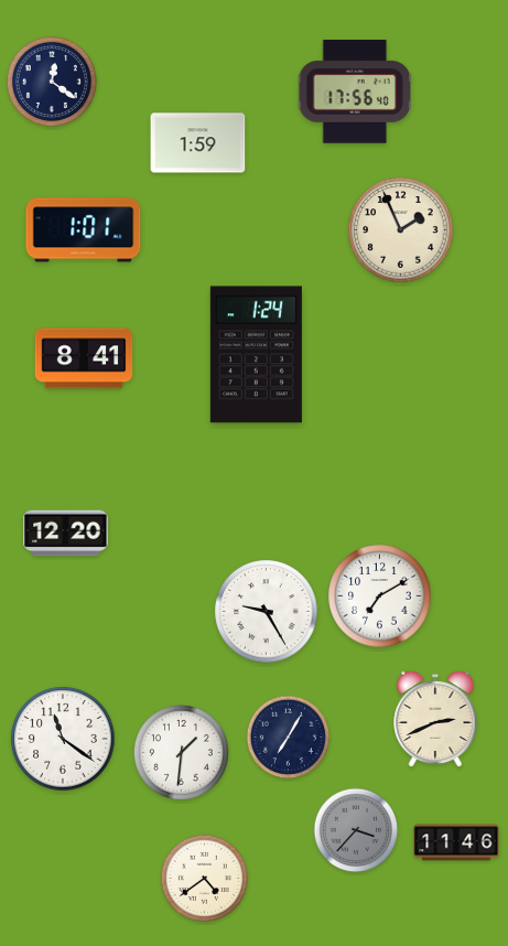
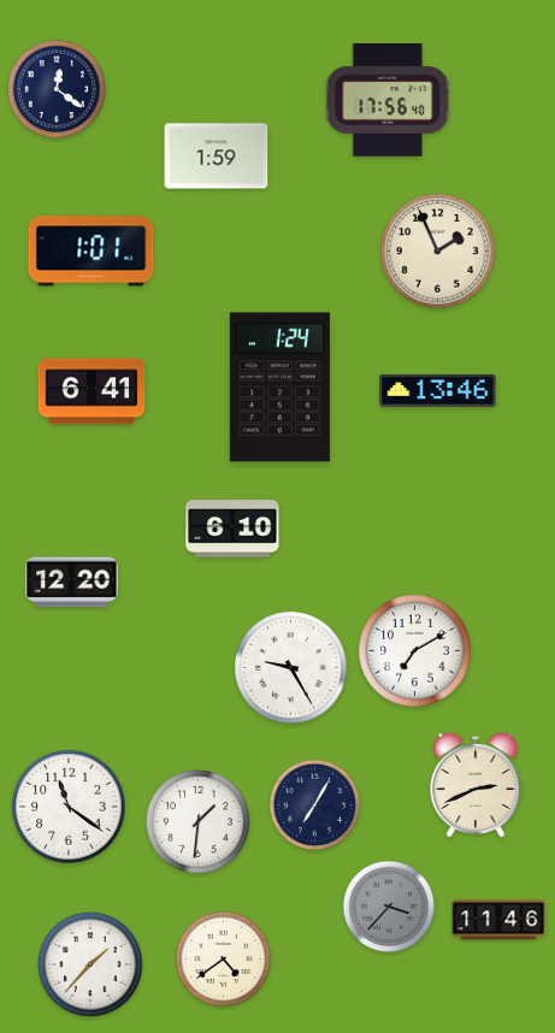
clock at (438, 390): none -> 13:46
clock at (84, 358): 8:41 -> 6:41
clock at (232, 529): none -> 6:10
clock at (90, 964): none -> 1:37
